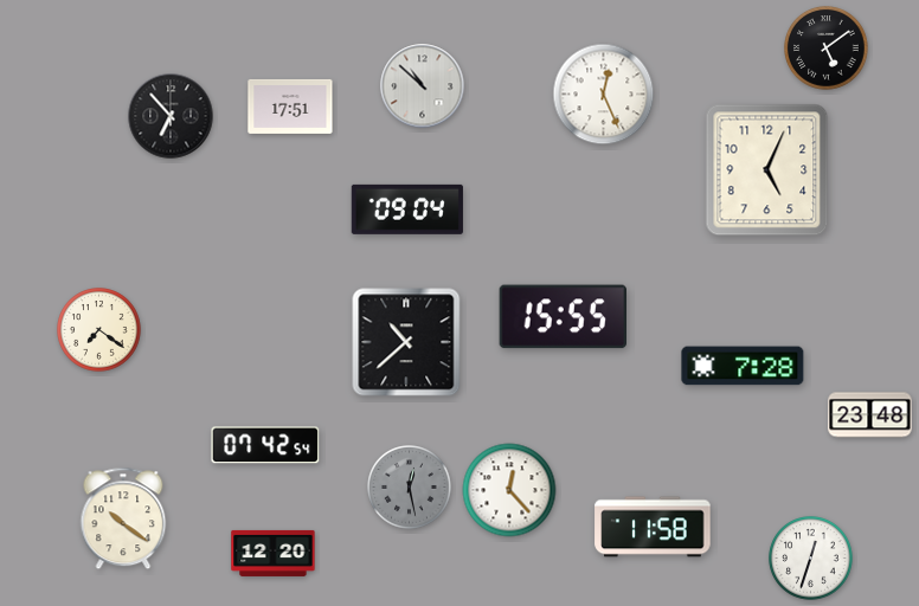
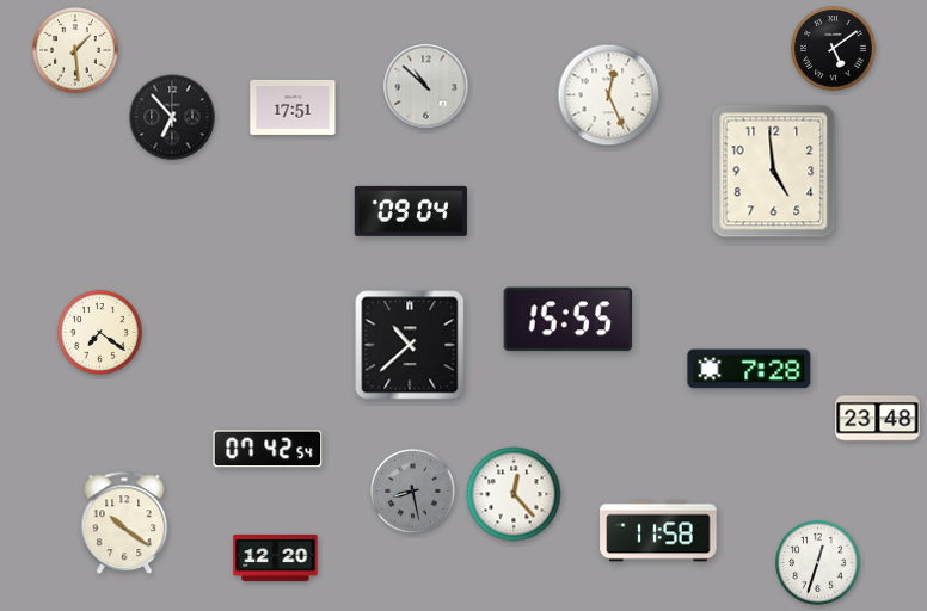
clock at (75, 50): none -> 1:29
clock at (767, 170): 5:04 -> 4:59
clock at (410, 488): 12:28 -> 8:28
